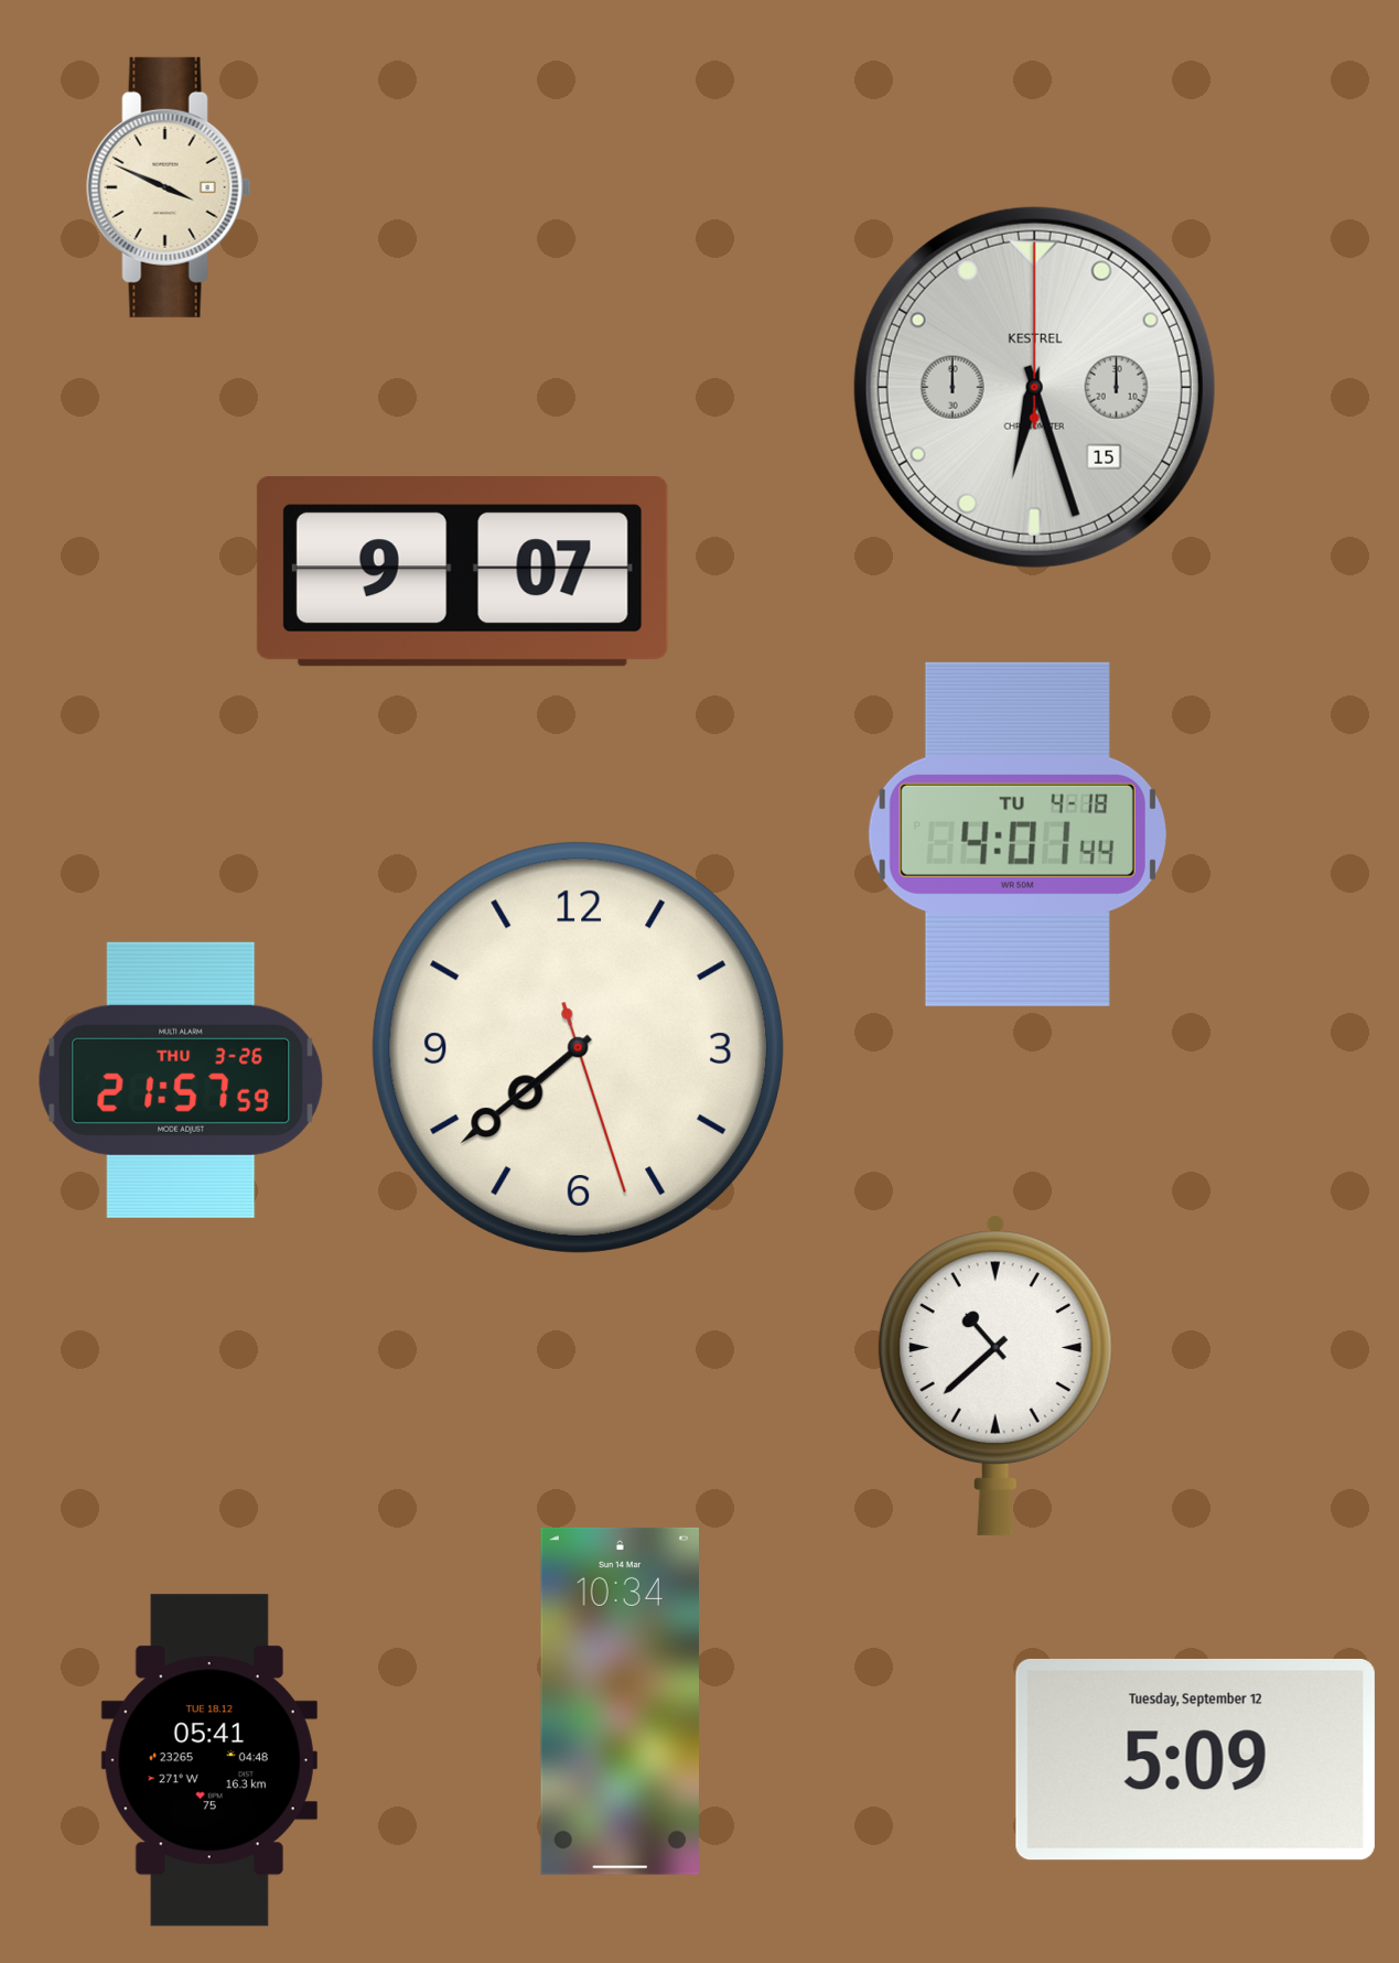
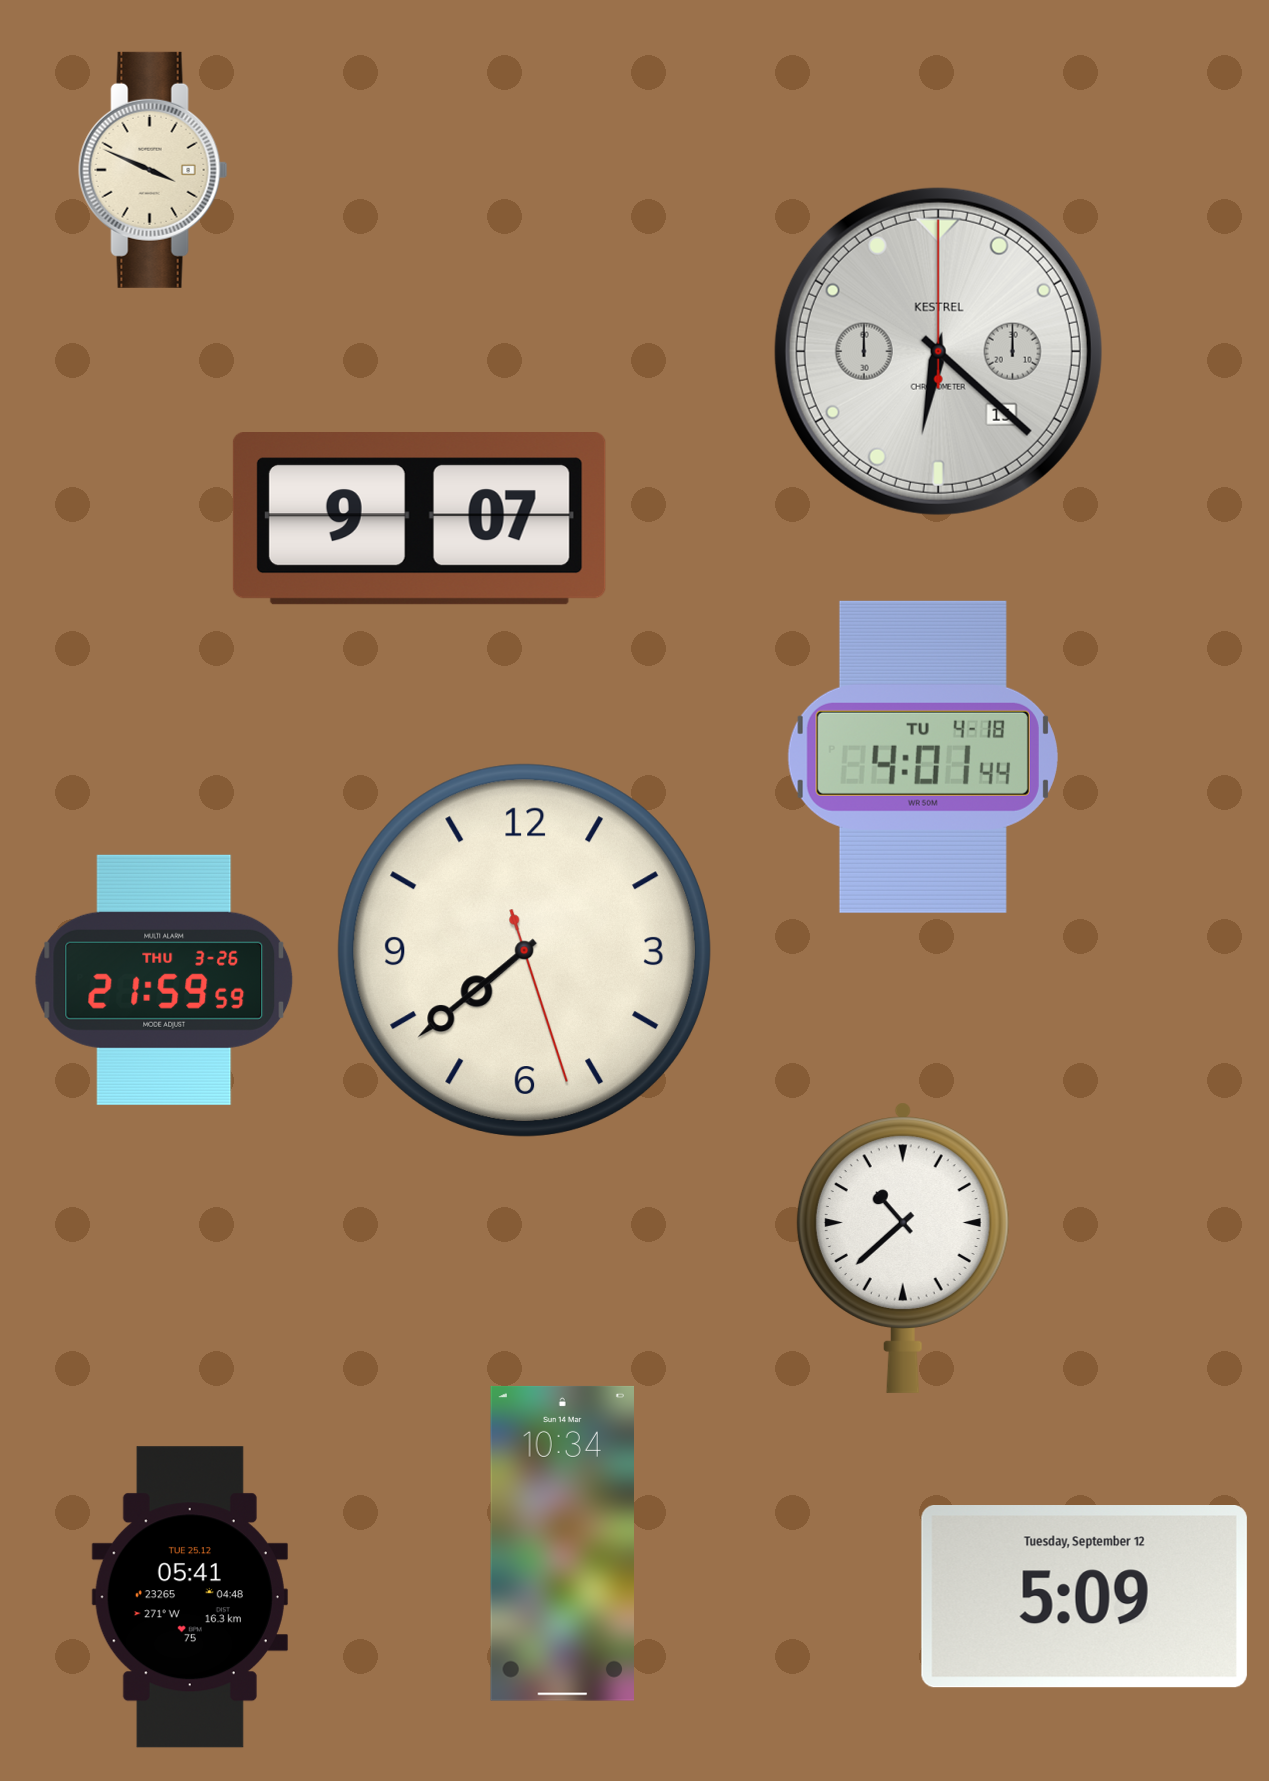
clock at (1034, 387): 6:27 -> 6:22
clock at (181, 1080): 21:57 -> 21:59
clock at (209, 1760) date: TUE 18.12 -> TUE 25.12
